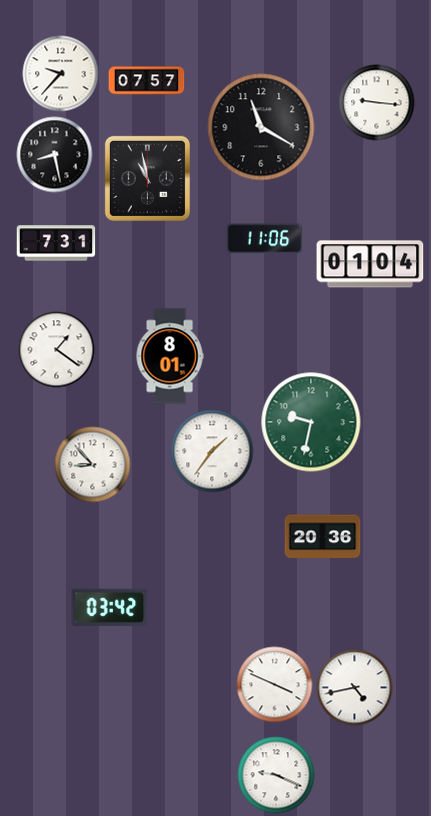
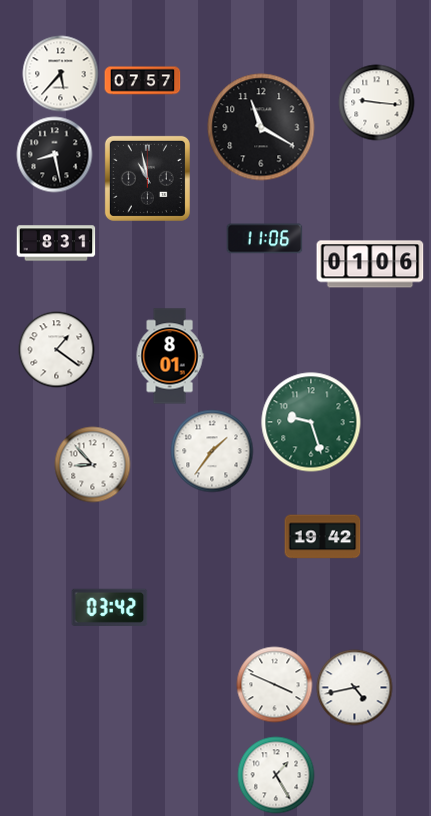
clock at (61, 74): 9:37 -> 5:37
clock at (147, 81) position: (147, 81) -> (143, 81)
clock at (56, 243): 7:31 -> 8:31
clock at (370, 264): 01:04 -> 01:06
clock at (311, 422): 9:32 -> 9:27
clock at (323, 537): 20:36 -> 19:42
clock at (276, 775): 9:19 -> 1:25
